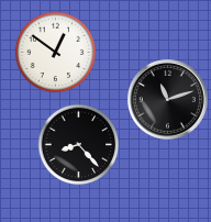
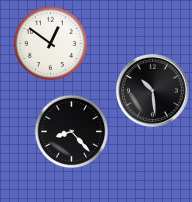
clock at (56, 53) position: (56, 53) -> (51, 44)
clock at (167, 99): 11:12 -> 10:29
